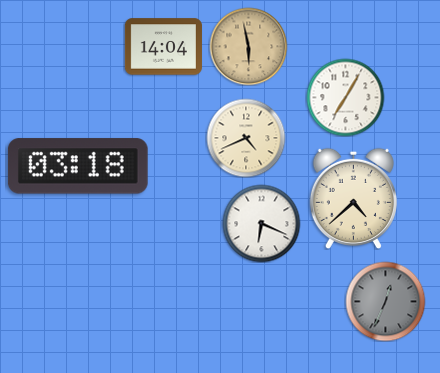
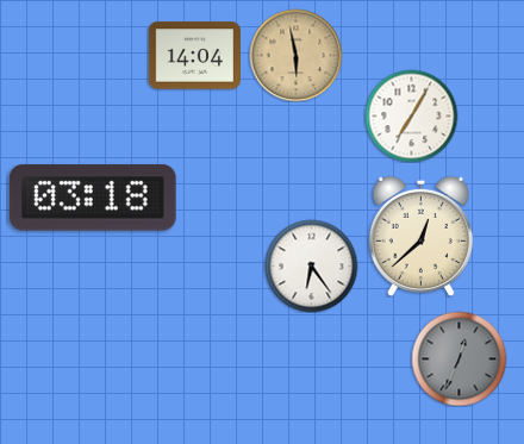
clock at (246, 138): 4:41 -> none
clock at (353, 198): 4:38 -> 12:38
clock at (261, 223): 6:19 -> 6:24
